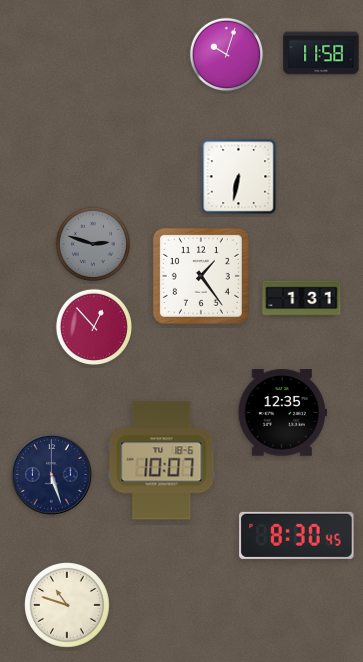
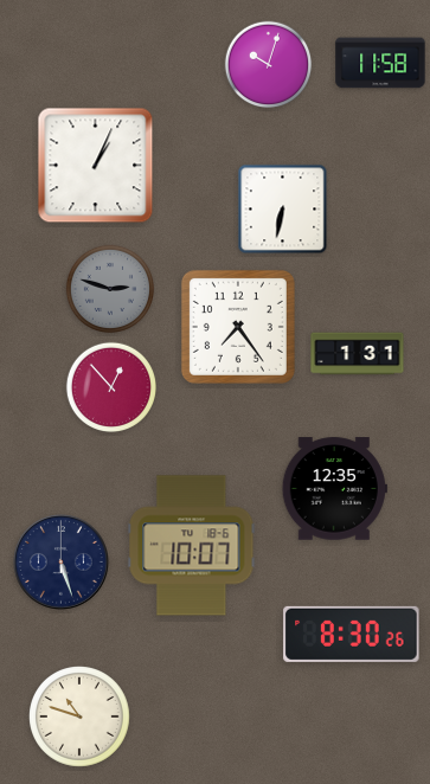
clock at (96, 166): none -> 1:04
clock at (201, 276): 1:24 -> 7:24
clock at (297, 535): 8:30:45 -> 8:30:26
